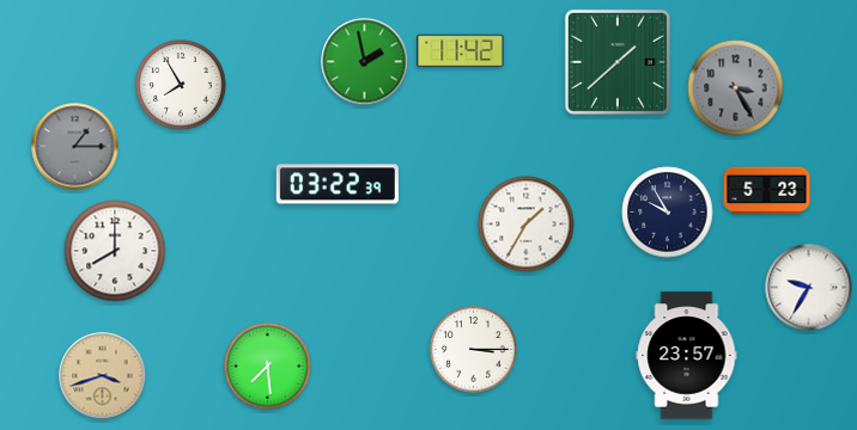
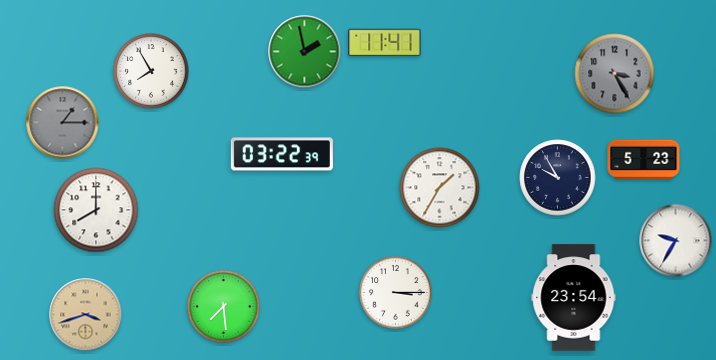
clock at (461, 51): 11:42 -> 11:41
clock at (618, 62): 1:38 -> none
clock at (767, 191) position: (767, 191) -> (644, 160)
clock at (687, 356): 23:57 -> 23:54
